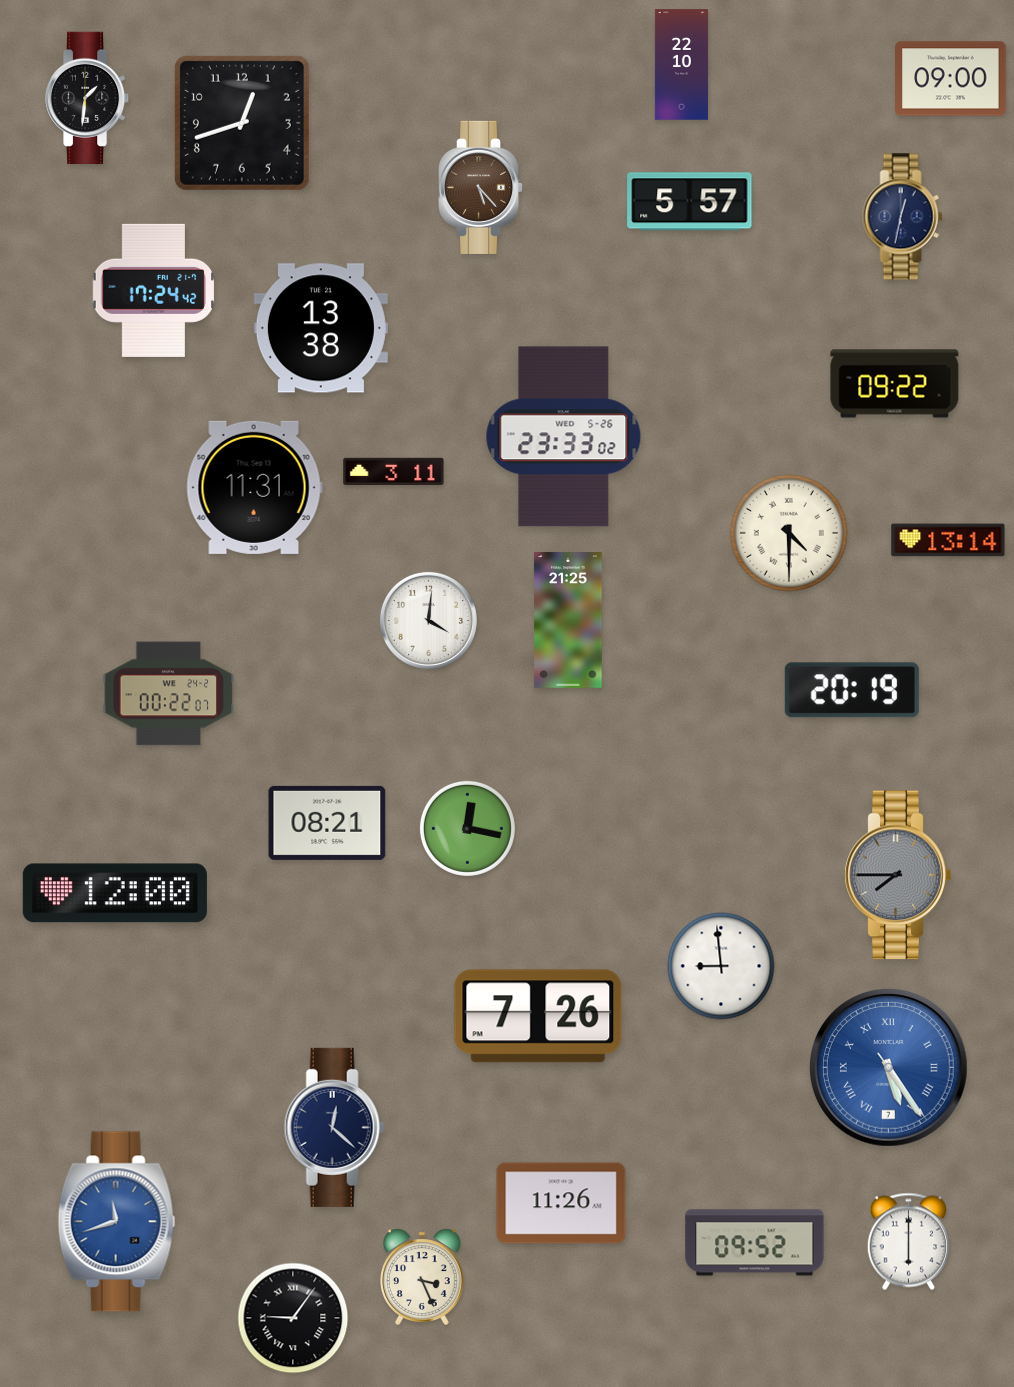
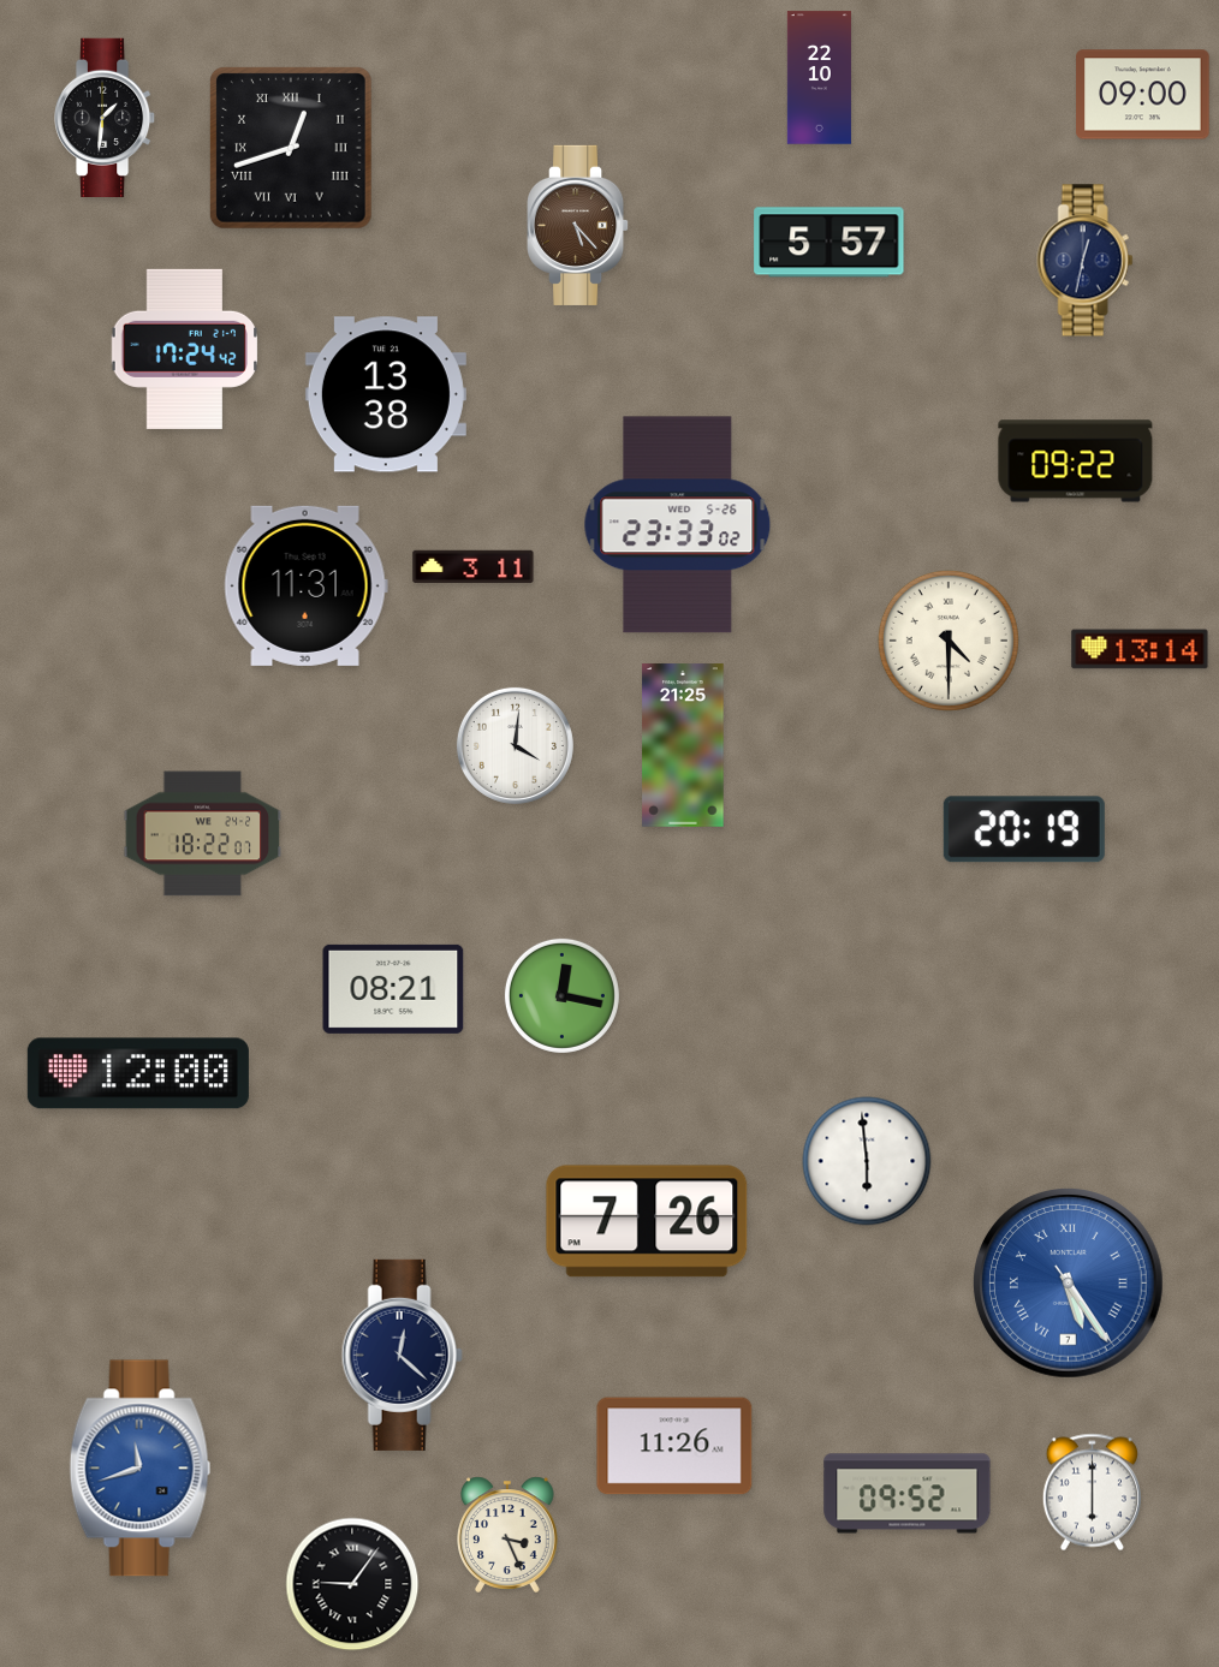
clock at (243, 124) numerals: Arabic -> Roman
clock at (169, 694): 00:22 -> 18:22
clock at (898, 875): 7:45 -> none
clock at (721, 966): 8:59 -> 5:59
